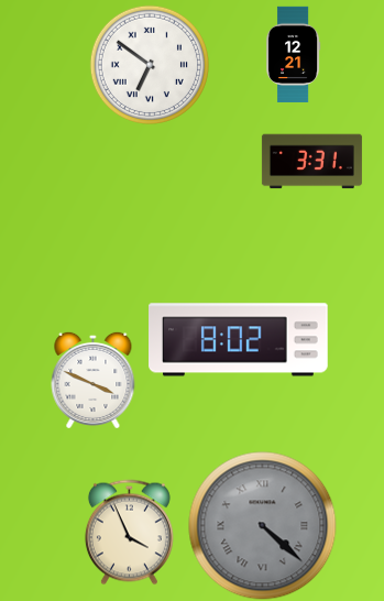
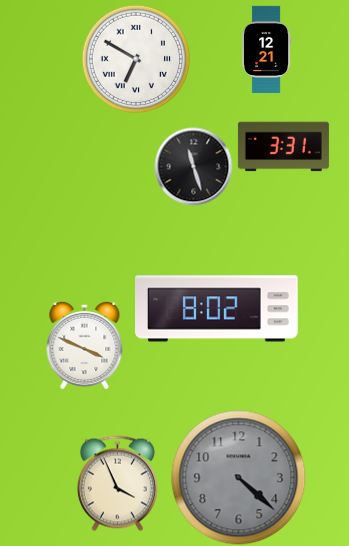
clock at (150, 65): 6:51 -> 6:50
clock at (193, 166): none -> 11:27
clock at (263, 526) numerals: Roman -> Arabic
